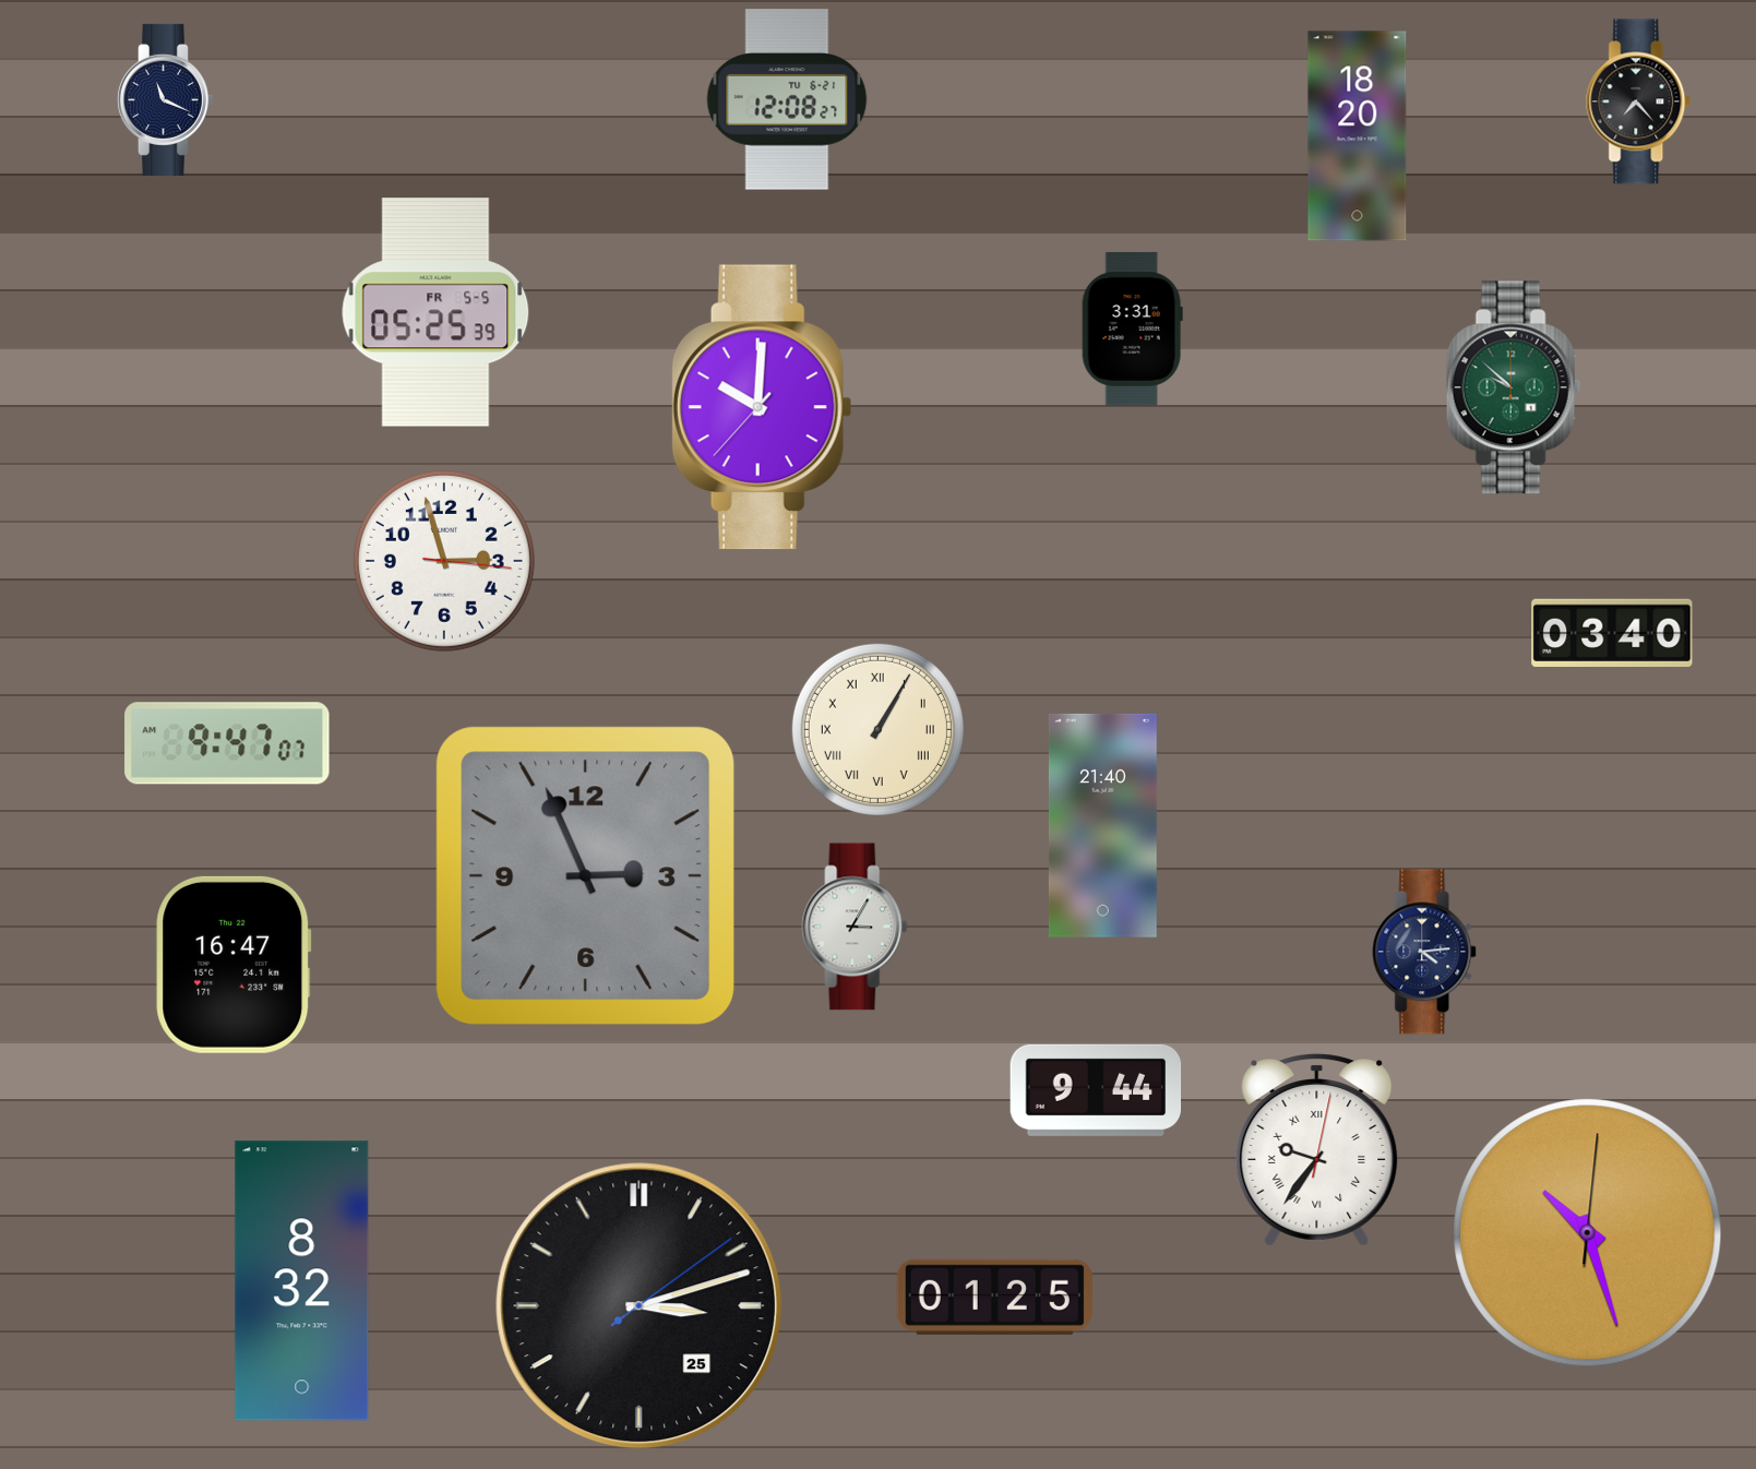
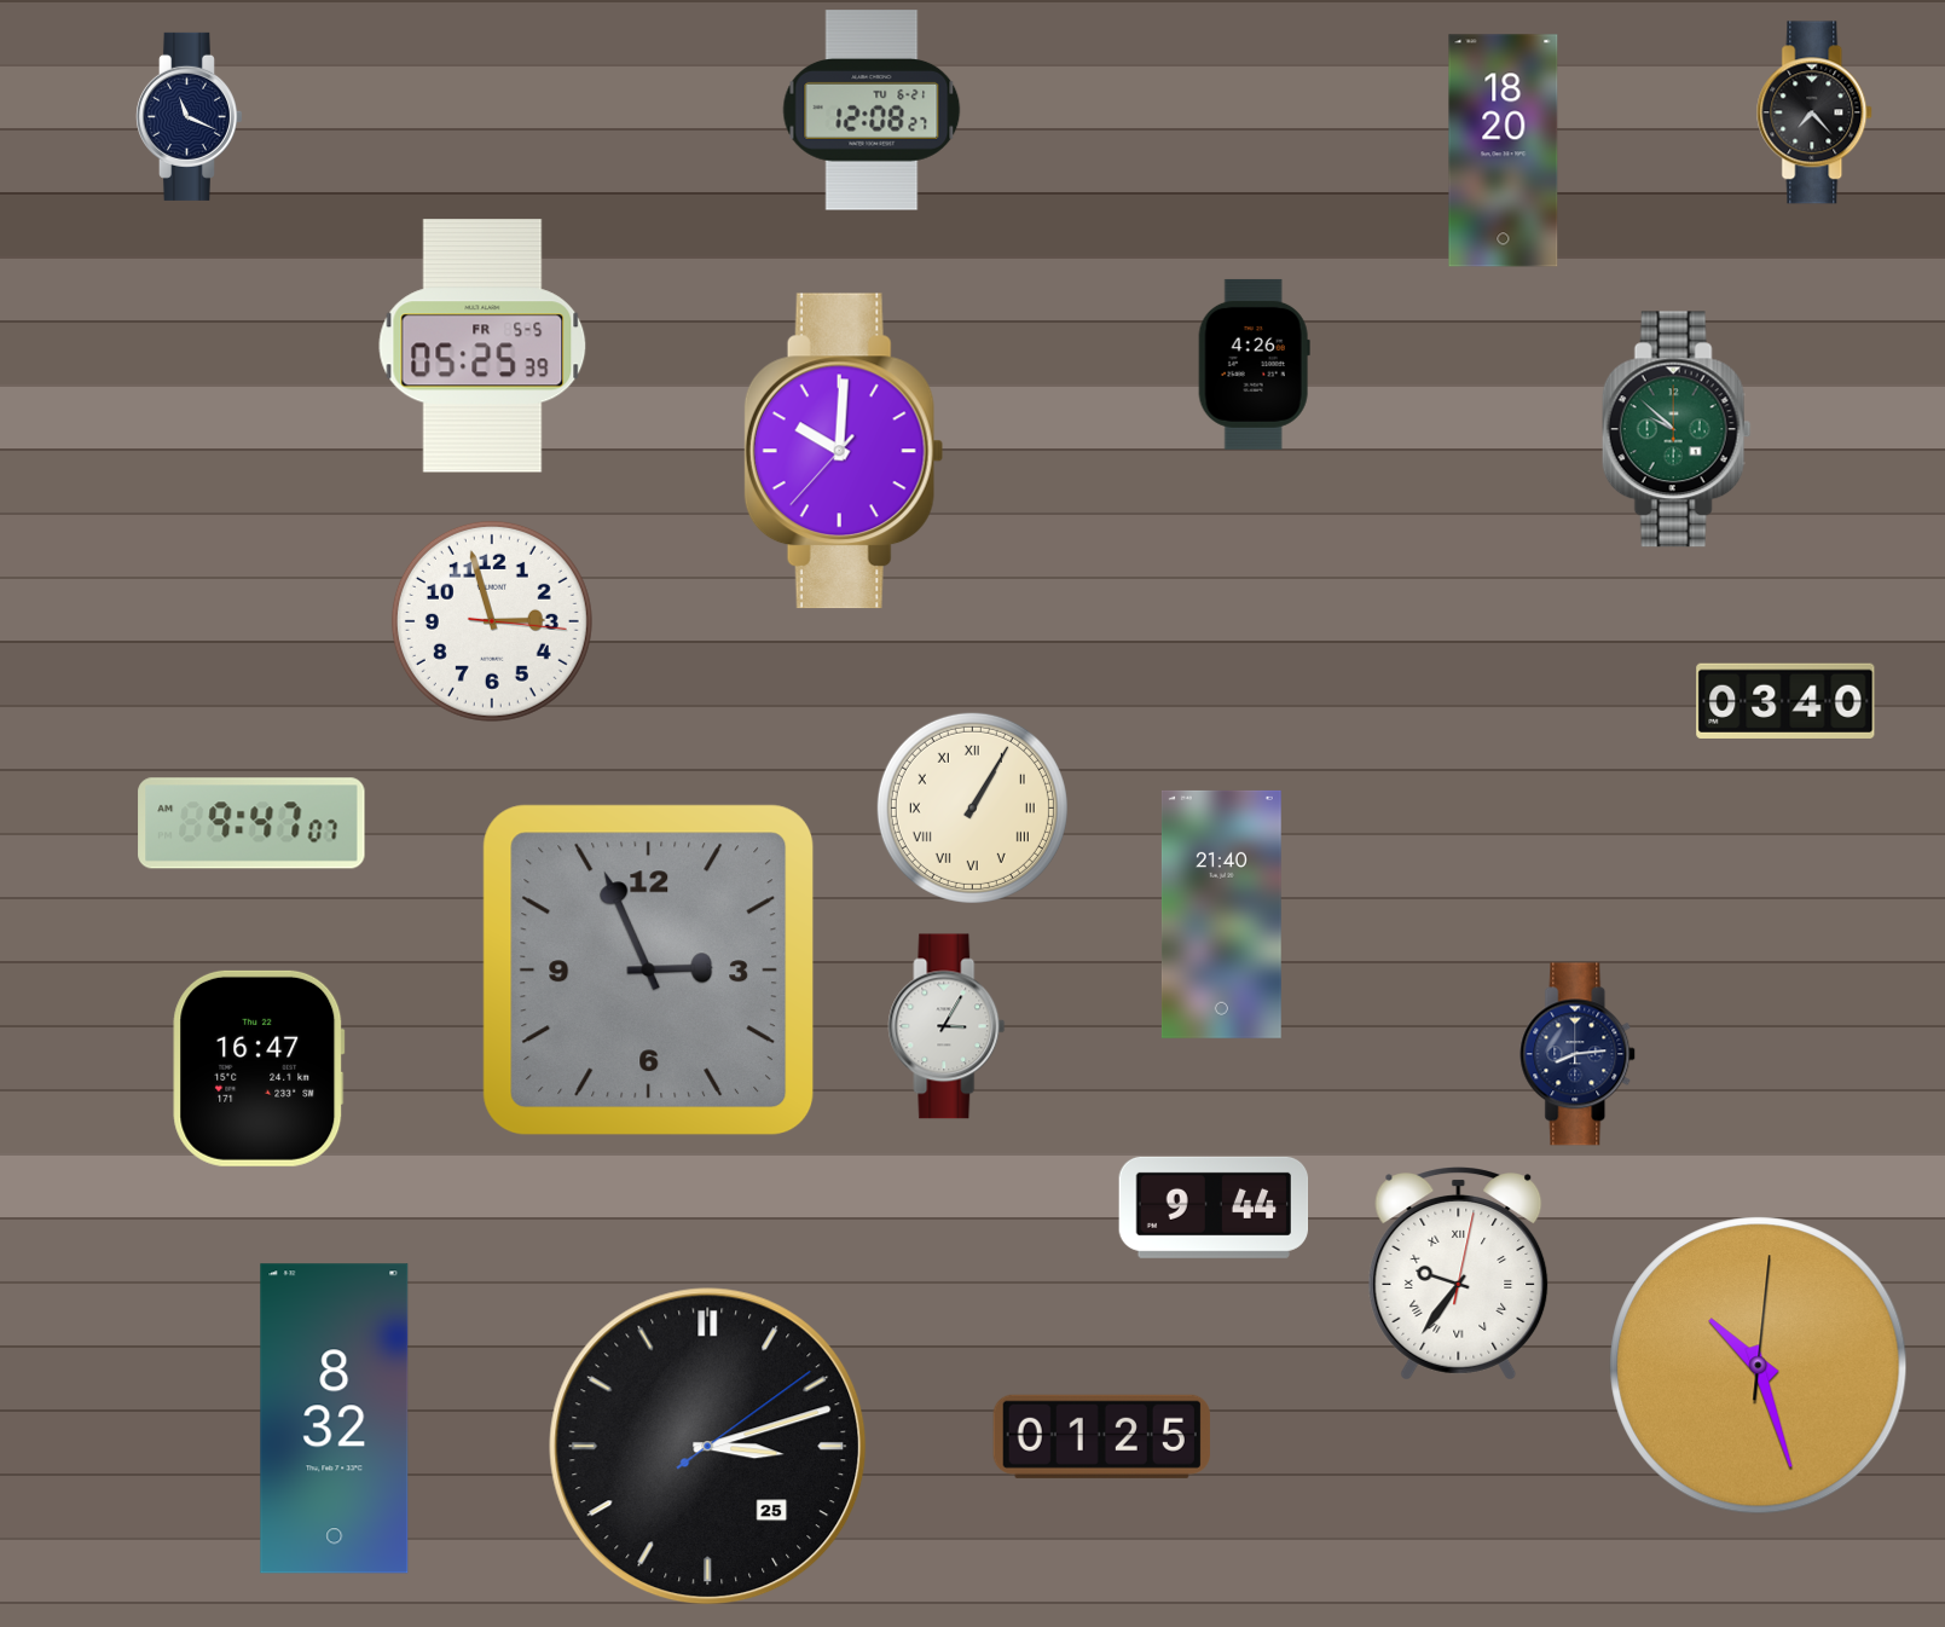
clock at (165, 99) position: (165, 99) -> (189, 116)
clock at (1132, 329): 3:31 -> 4:26
clock at (1425, 952): 4:14 -> 8:14
